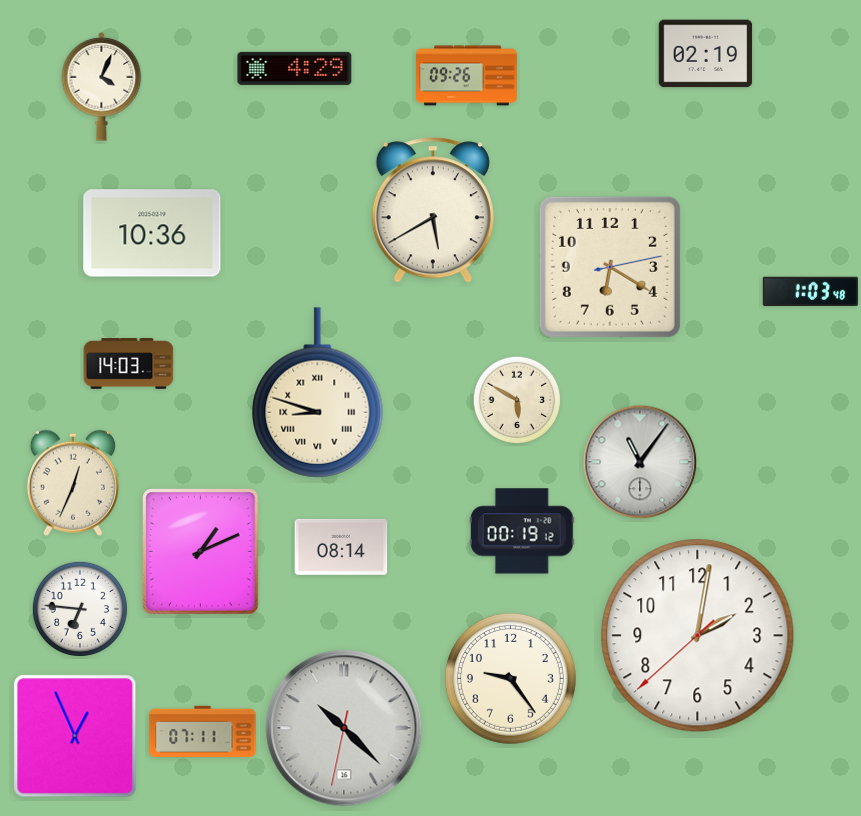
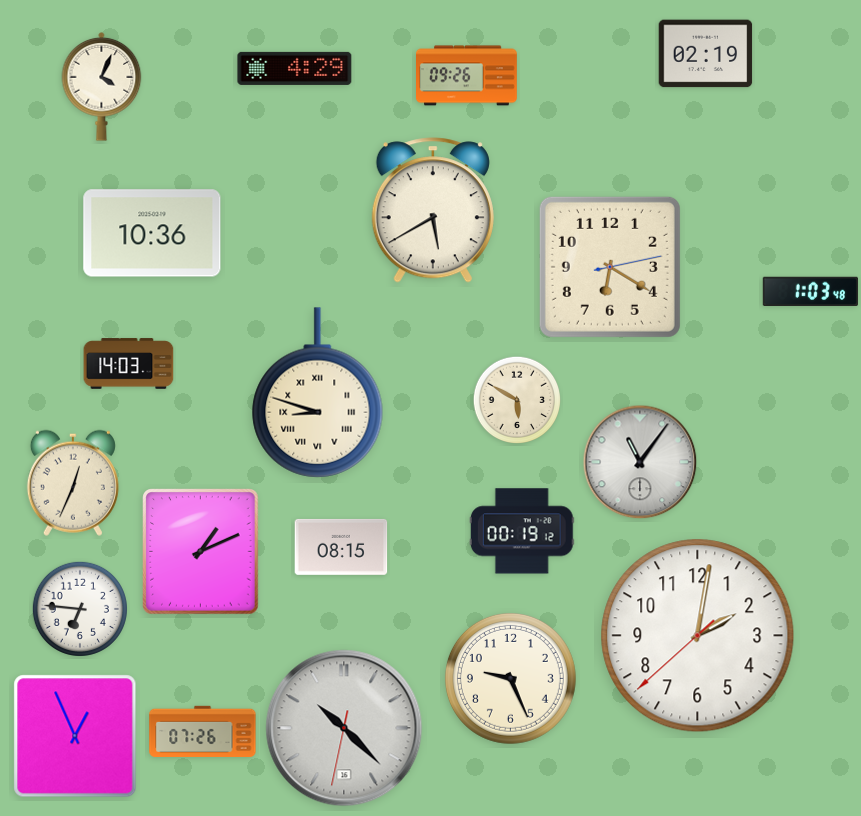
clock at (341, 547): 08:14 -> 08:15
clock at (510, 678): 9:24 -> 9:26
clock at (203, 731): 07:11 -> 07:26
